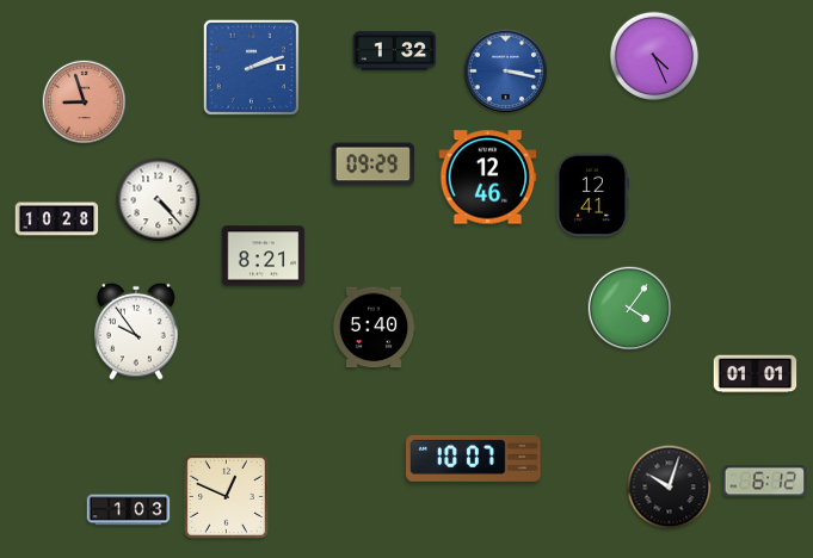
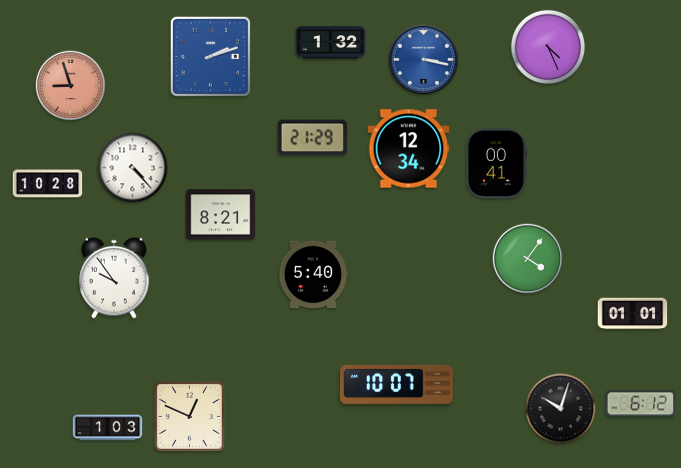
clock at (374, 165): 09:29 -> 21:29
clock at (488, 178): 12:46 -> 12:34
clock at (592, 196): 12:41 -> 00:41
